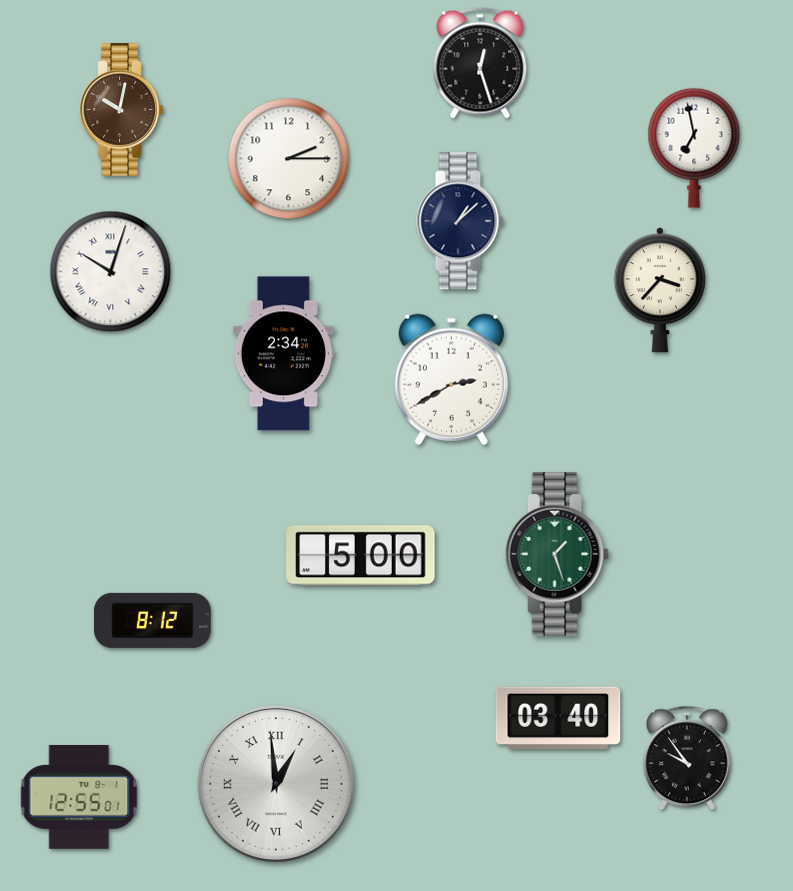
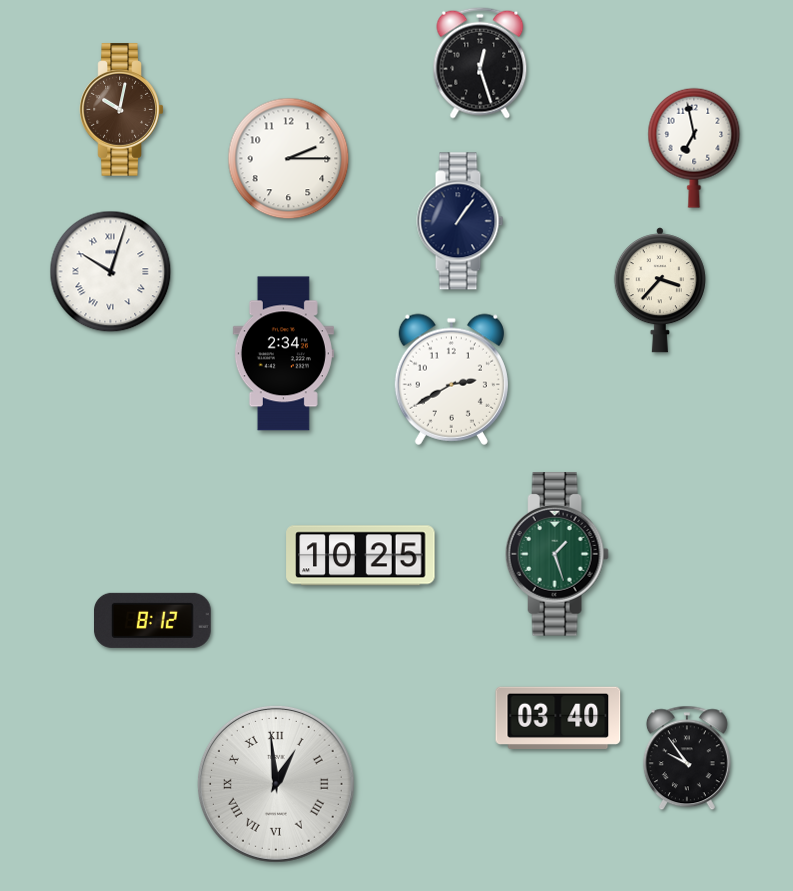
clock at (460, 221): 1:08 -> 1:06
clock at (361, 556): 5:00 -> 10:25
clock at (79, 797): 12:55 -> none
